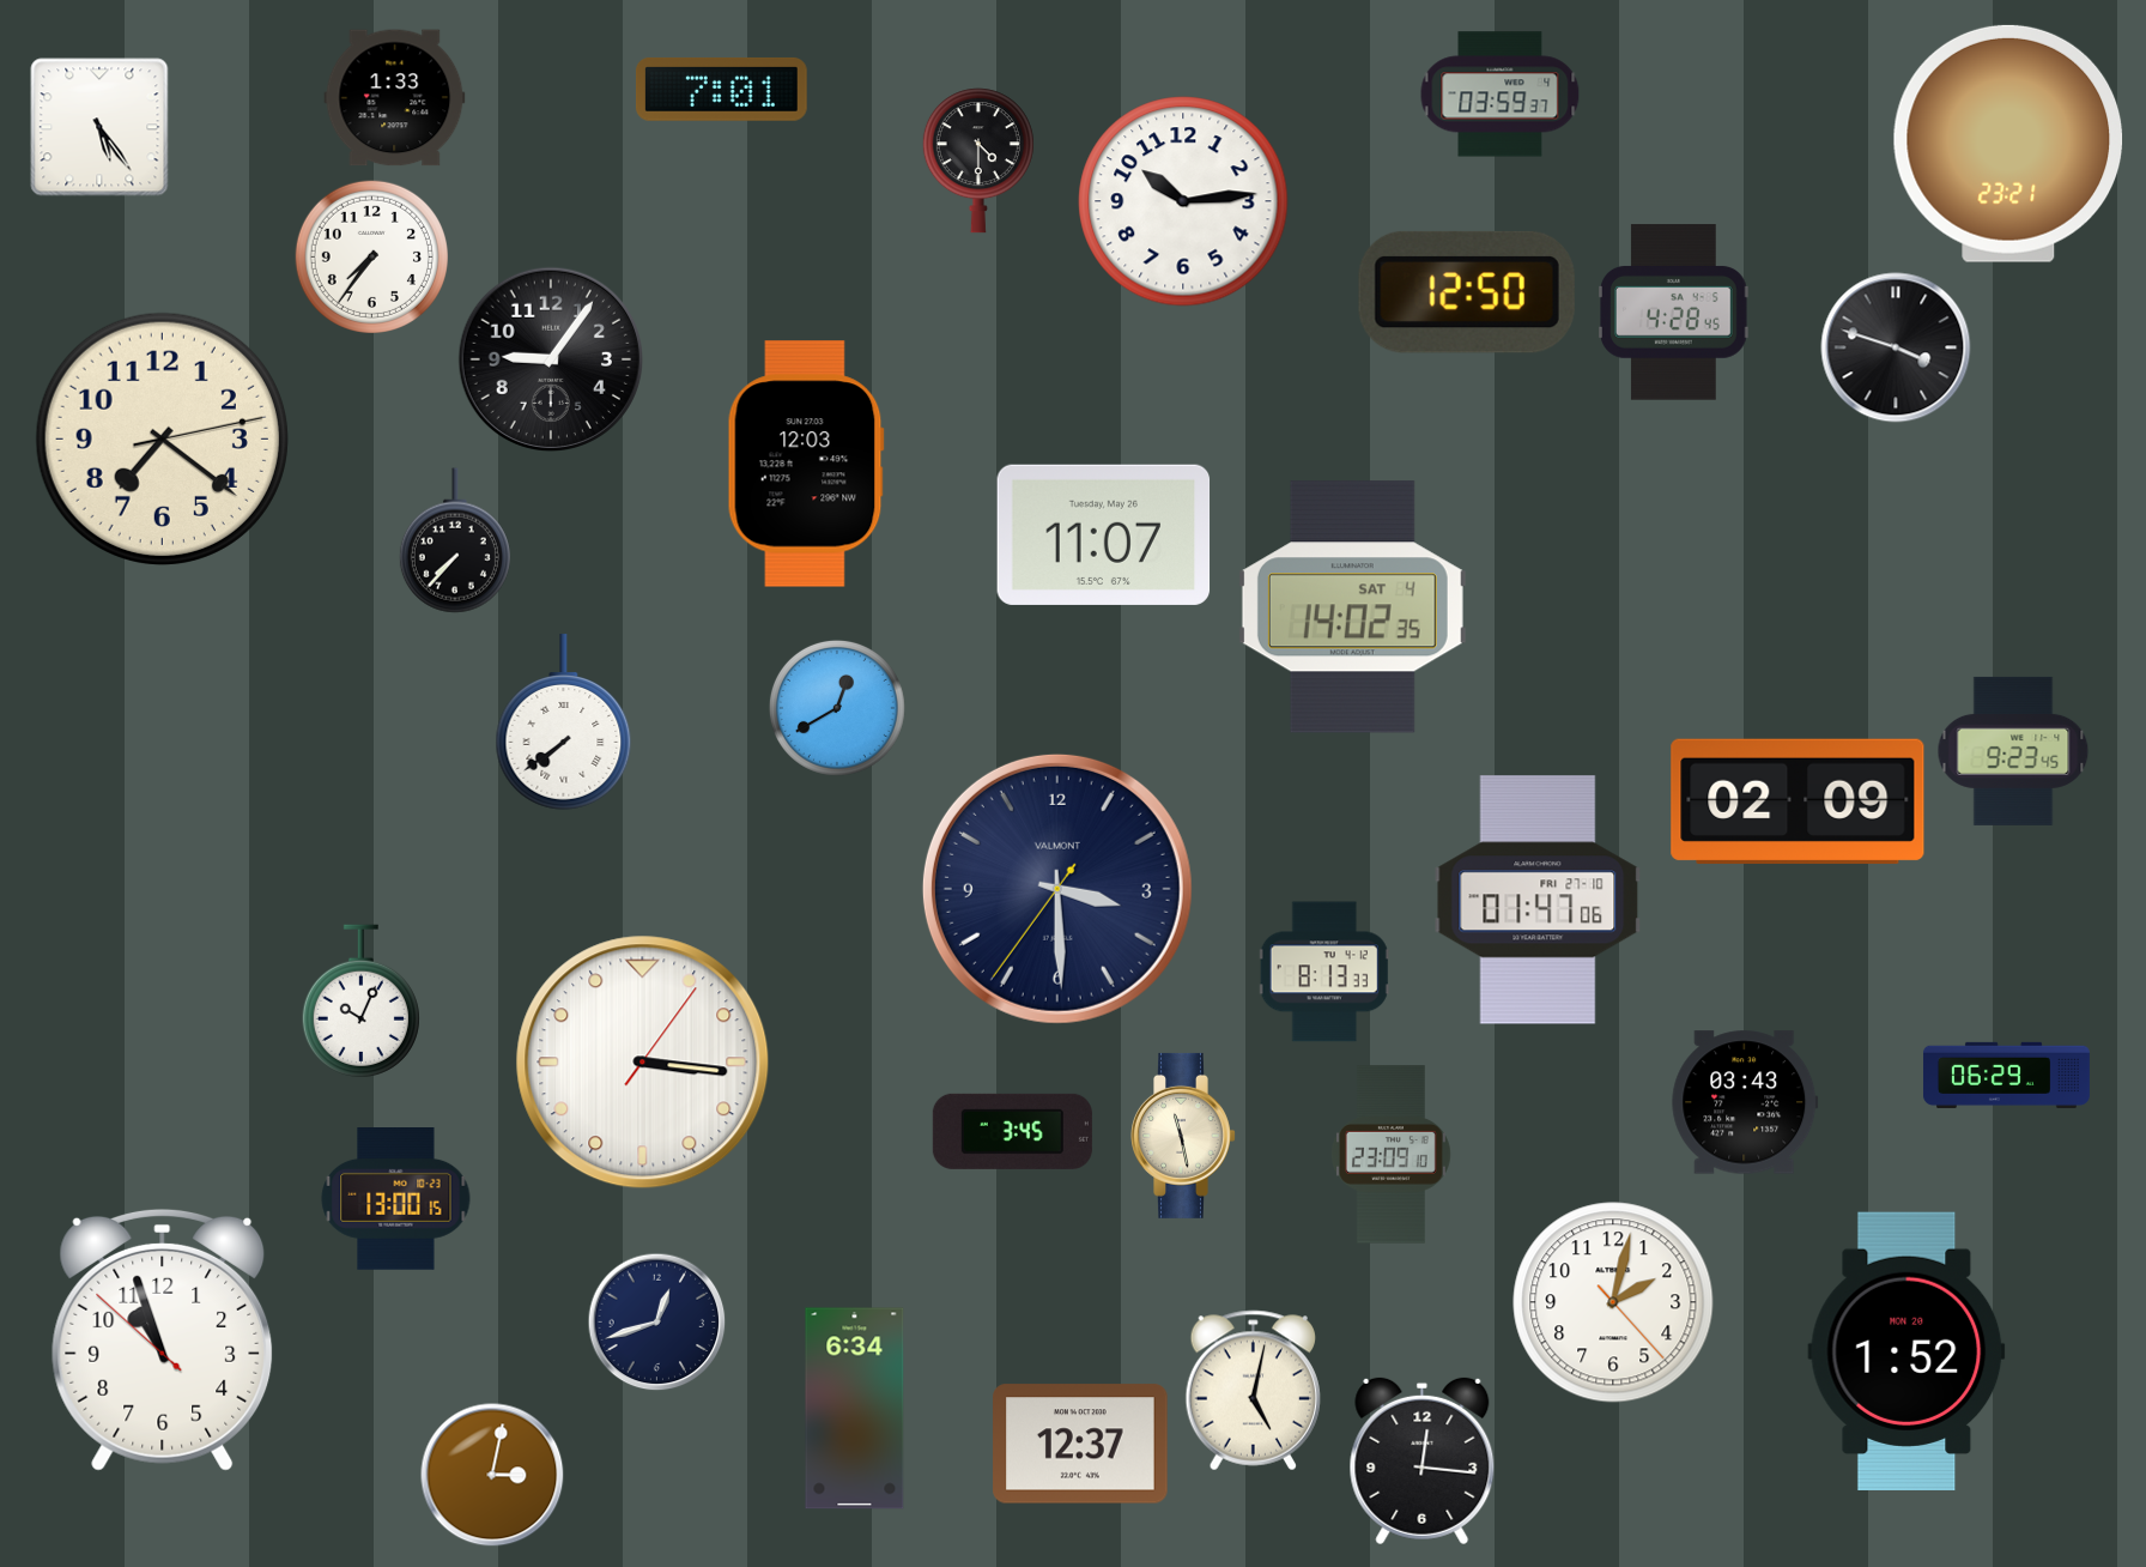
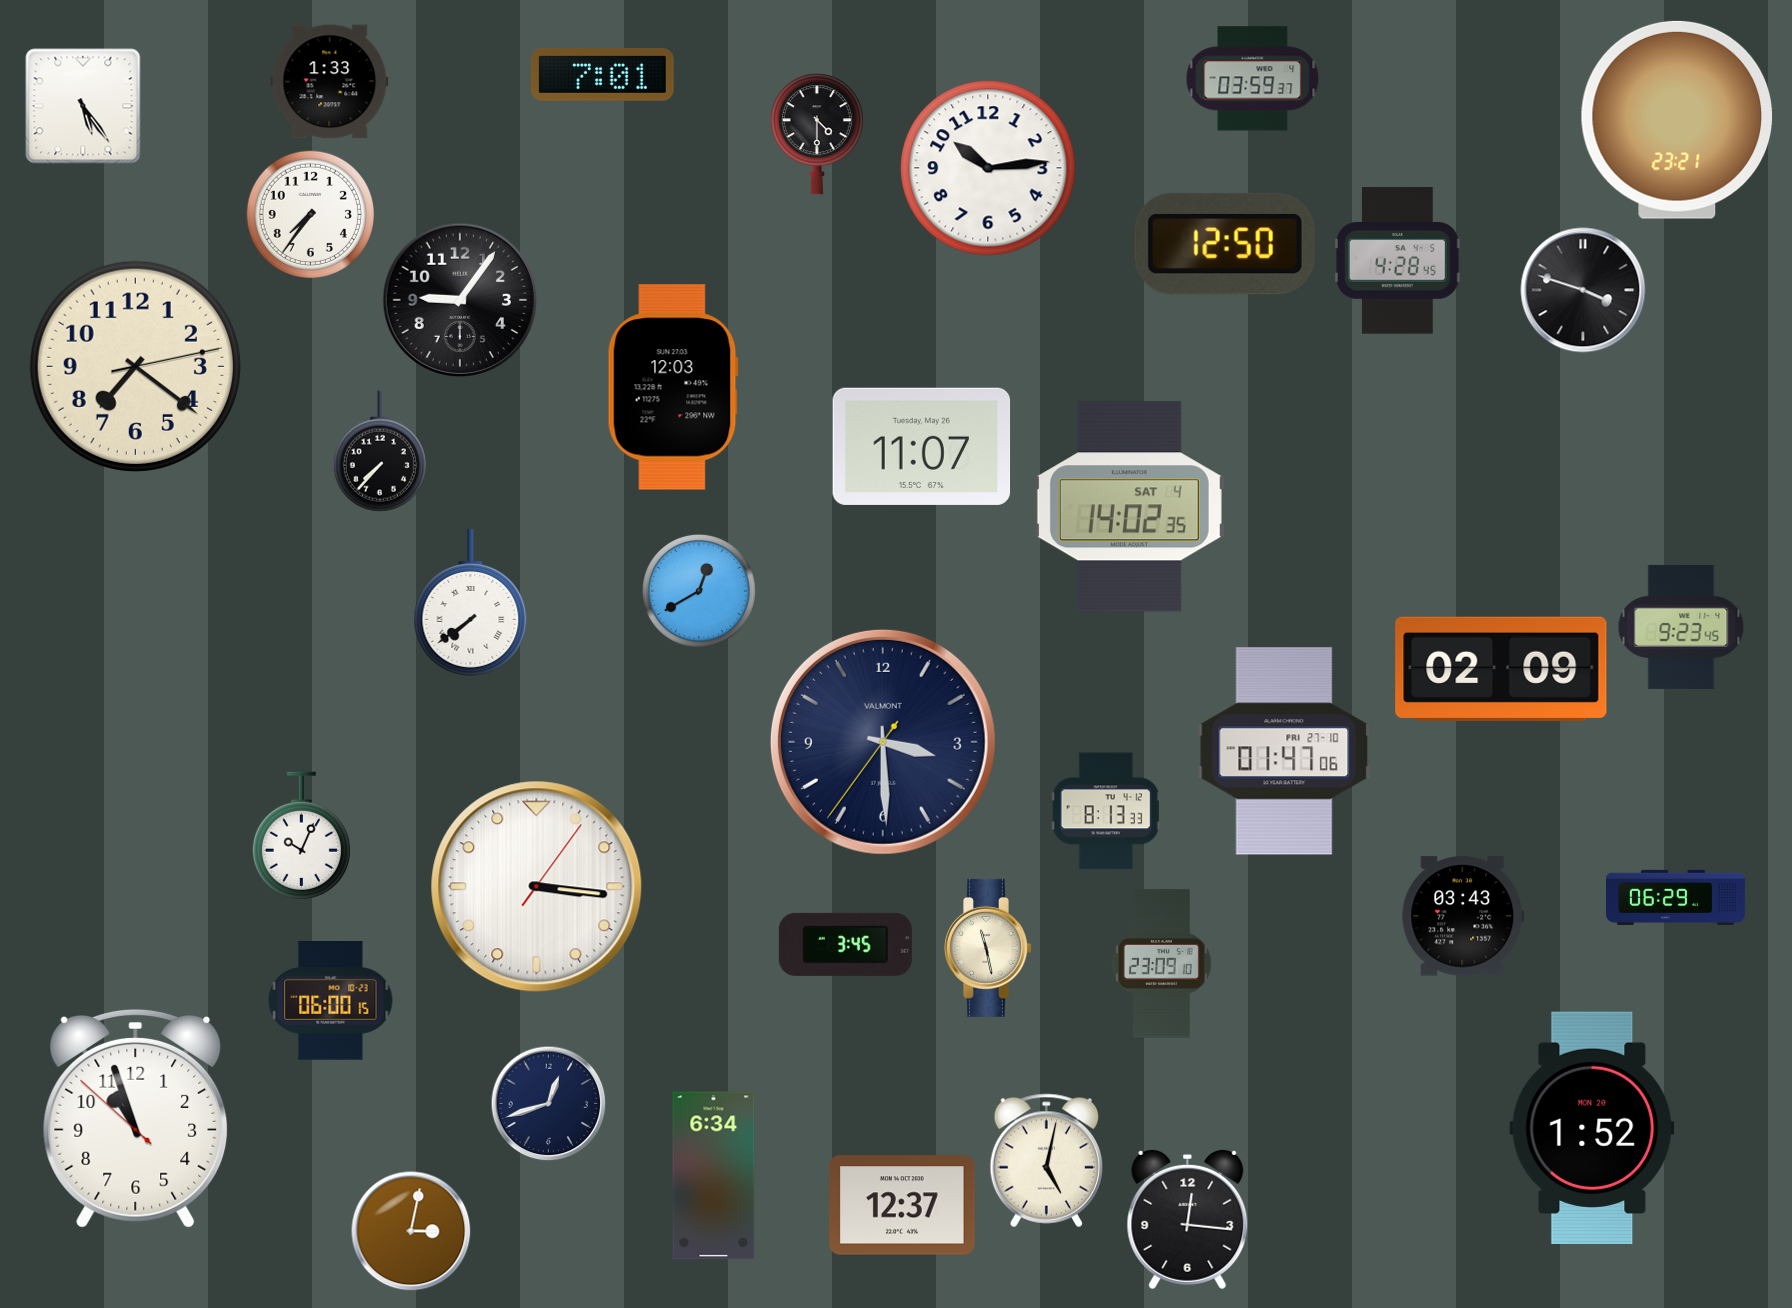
clock at (1745, 1102) position: (1745, 1102) -> (1463, 916)
clock at (396, 1199): 13:00 -> 06:00
clock at (1613, 1302): 2:02 -> none
